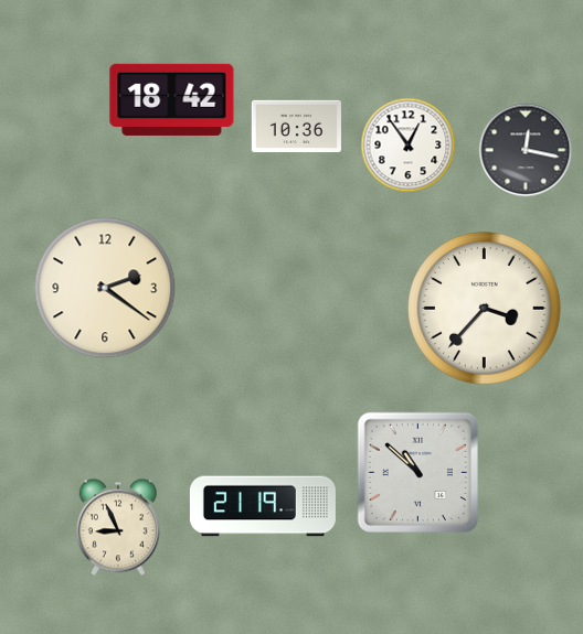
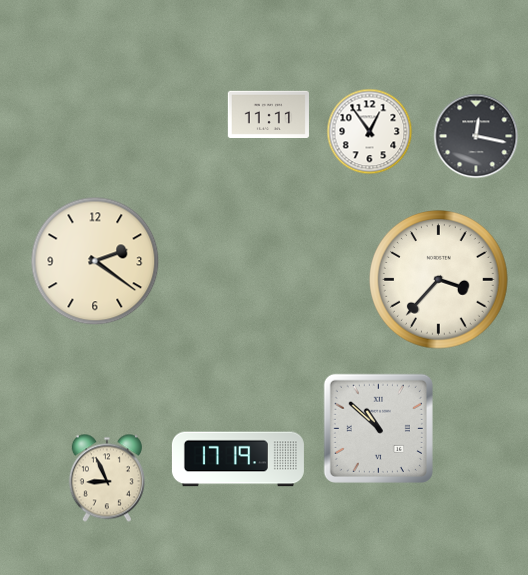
clock at (172, 99): 18:42 -> none
clock at (296, 126): 10:36 -> 11:11
clock at (263, 506): 21:19 -> 17:19
